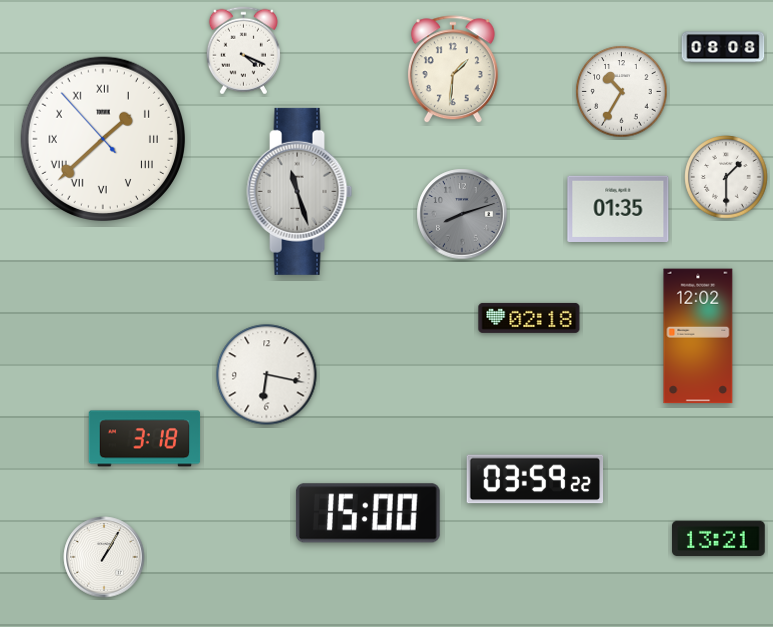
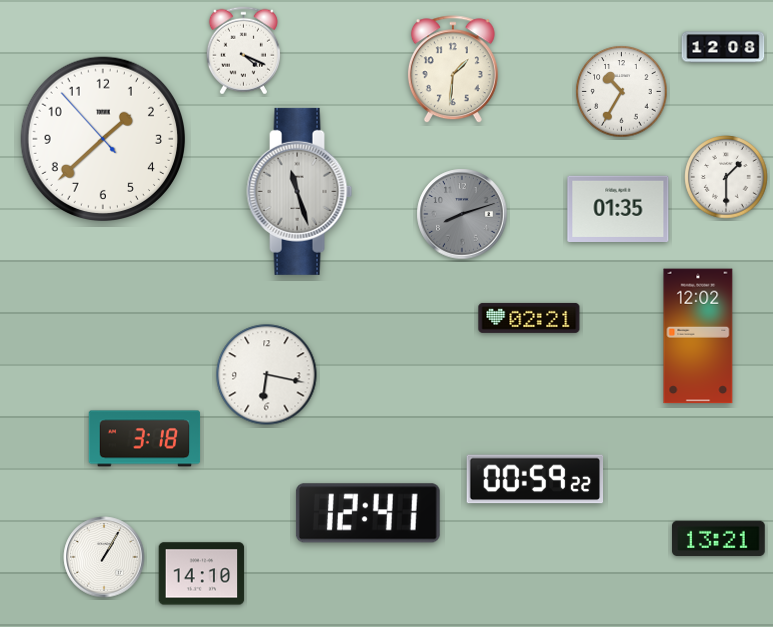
clock at (723, 47): 08:08 -> 12:08
clock at (102, 138) numerals: Roman -> Arabic
clock at (529, 318): 02:18 -> 02:21
clock at (535, 479): 03:59 -> 00:59
clock at (368, 513): 15:00 -> 12:41
clock at (202, 574): none -> 14:10
